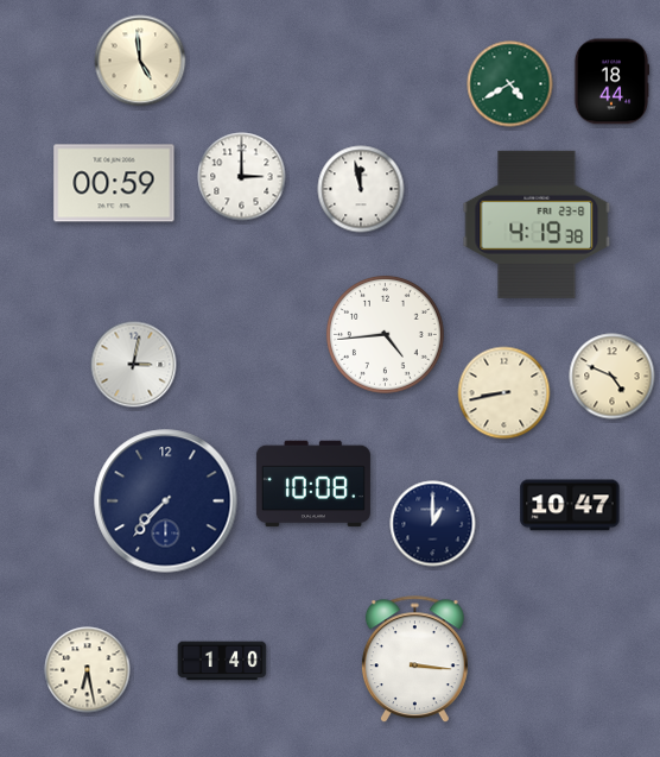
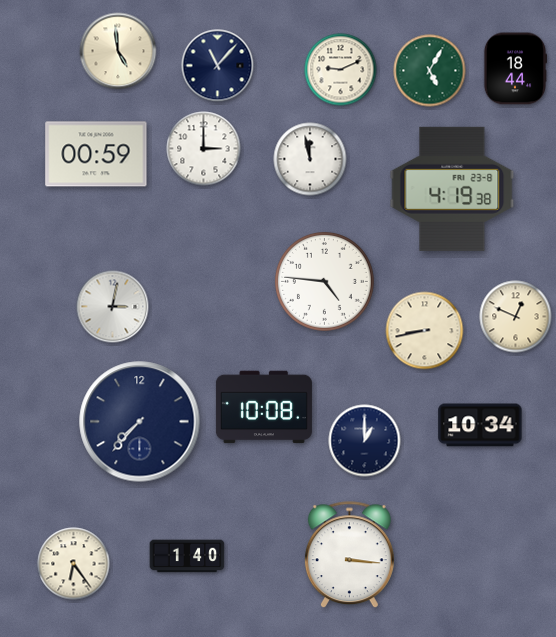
clock at (218, 66): none -> 11:07
clock at (341, 70): none -> 9:11
clock at (510, 84): 4:40 -> 5:05
clock at (361, 189) position: (361, 189) -> (310, 159)
clock at (385, 334): 4:44 -> 4:46
clock at (613, 377): 4:49 -> 12:49
clock at (570, 505): 10:47 -> 10:34
clock at (88, 670): 6:28 -> 6:24
